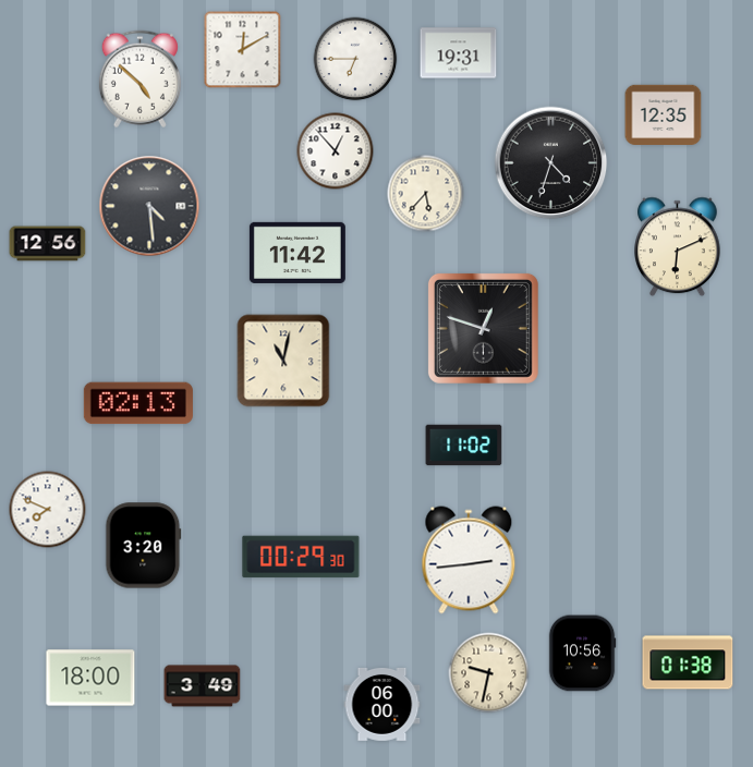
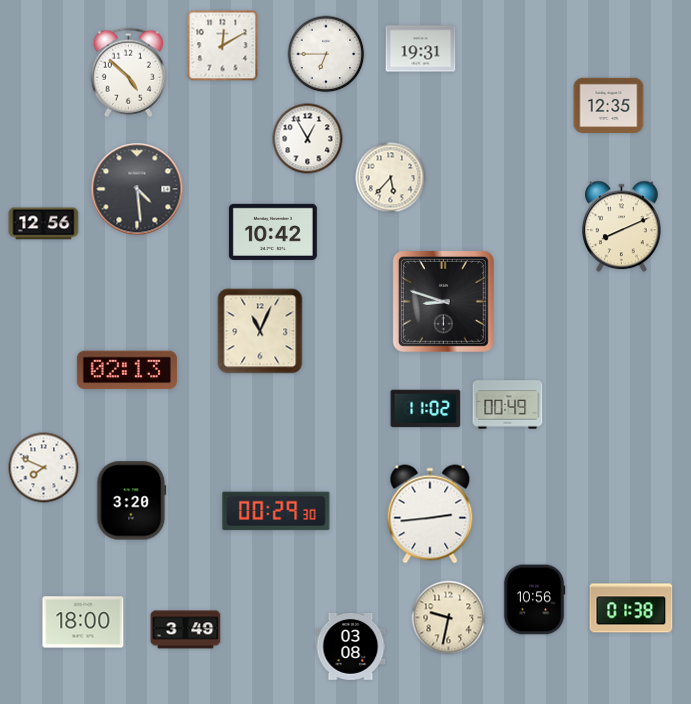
clock at (336, 151): 12:53 -> 12:55
clock at (551, 163): 4:33 -> none
clock at (678, 247): 6:11 -> 8:11
clock at (297, 253): 11:42 -> 10:42
clock at (483, 328): 12:48 -> 8:48
clock at (283, 361): 11:02 -> 11:04
clock at (508, 405): none -> 00:49
clock at (382, 704): 06:00 -> 03:08
